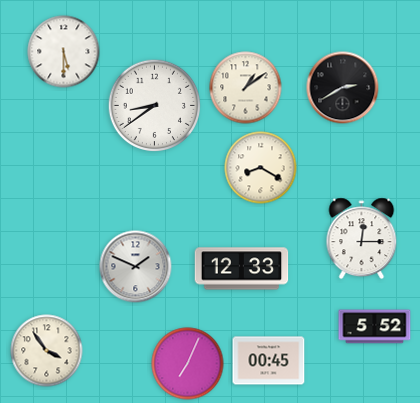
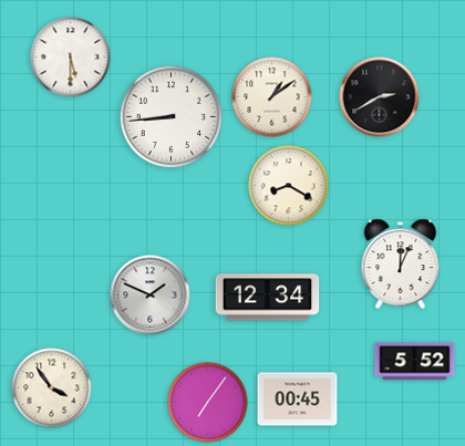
clock at (155, 106): 8:39 -> 8:44
clock at (362, 239): 12:15 -> 12:04
clock at (242, 269): 12:33 -> 12:34
clock at (188, 364): 7:04 -> 7:06
